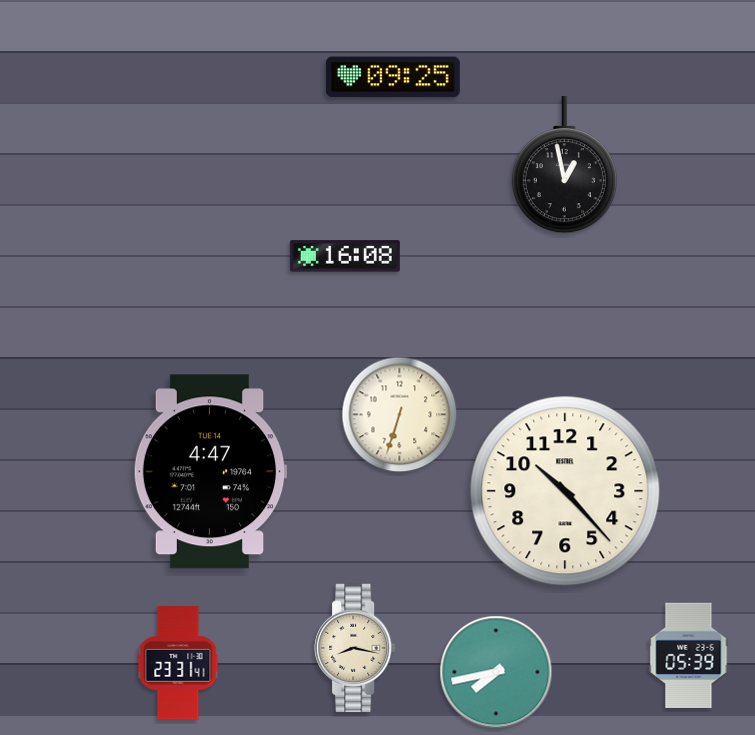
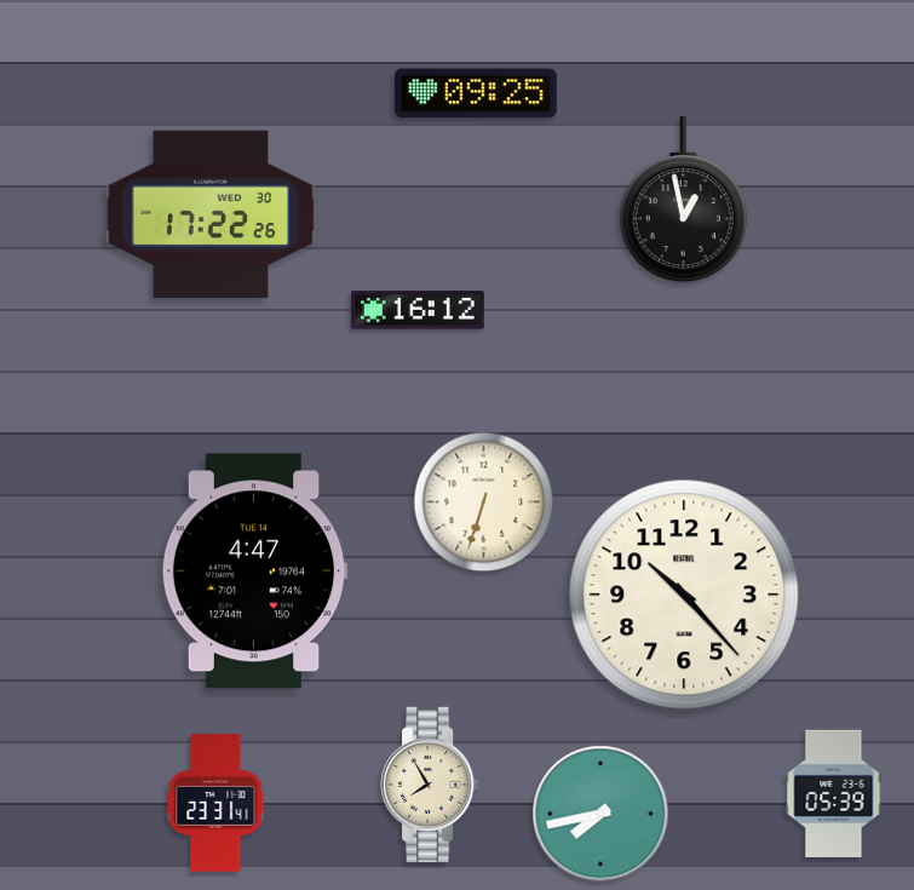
clock at (211, 214): none -> 17:22
clock at (345, 256): 16:08 -> 16:12
clock at (355, 648): 8:17 -> 7:55
